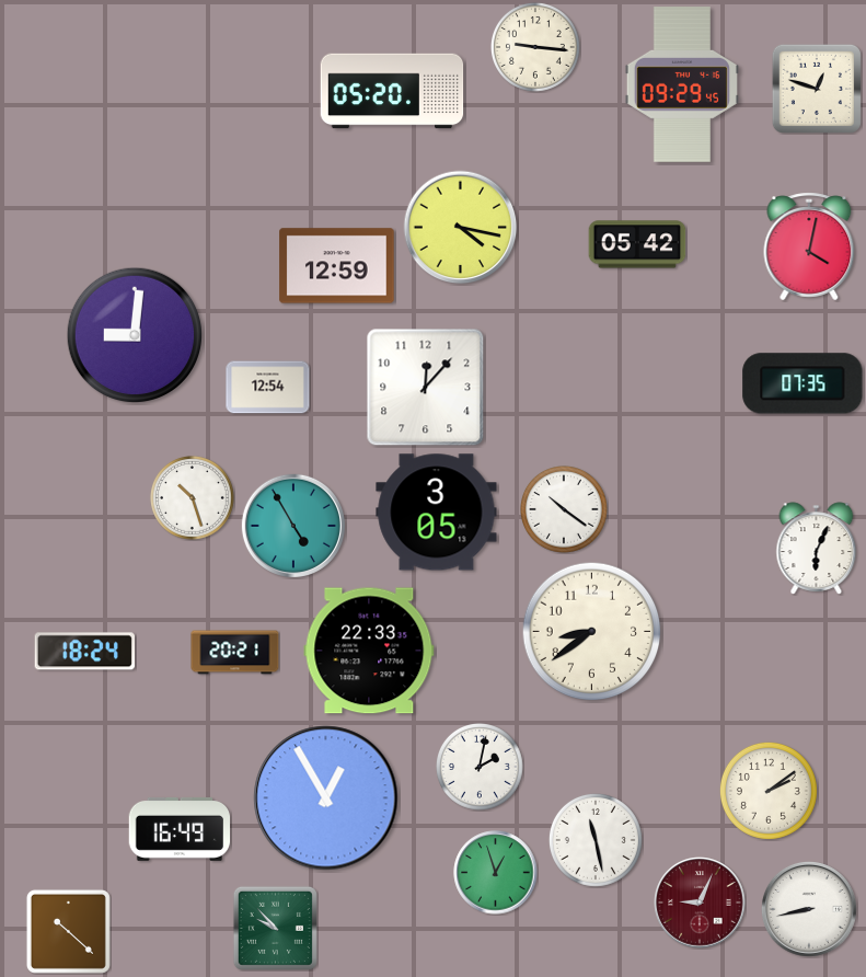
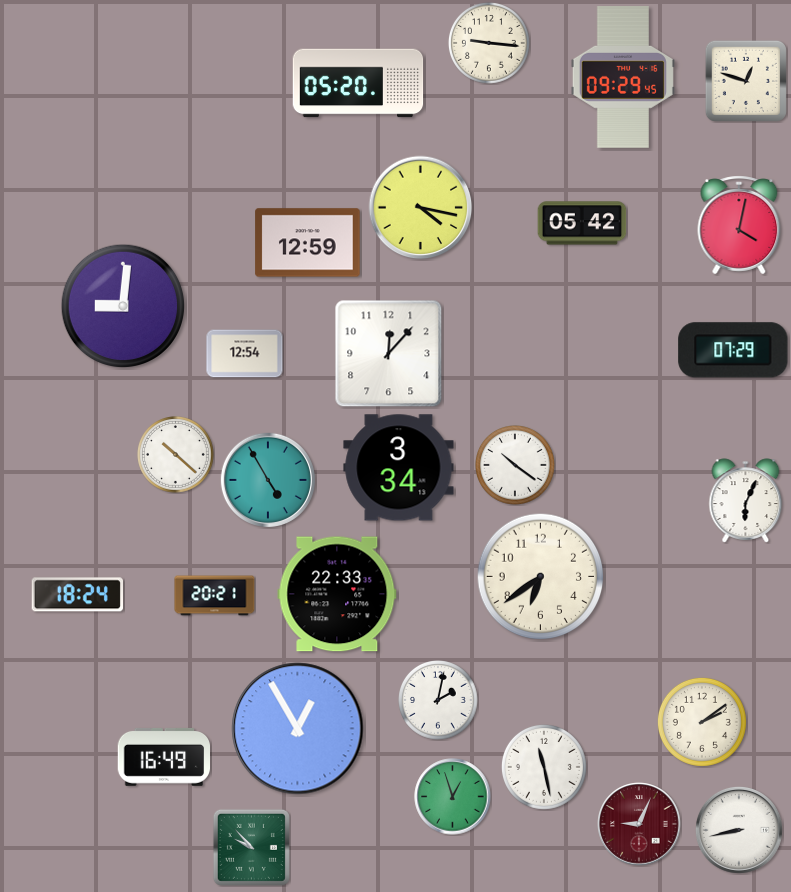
clock at (803, 383): 07:35 -> 07:29
clock at (193, 498): 10:27 -> 10:22
clock at (437, 513): 3:05 -> 3:34
clock at (592, 632): 8:39 -> 6:39
clock at (68, 931): 10:22 -> none
